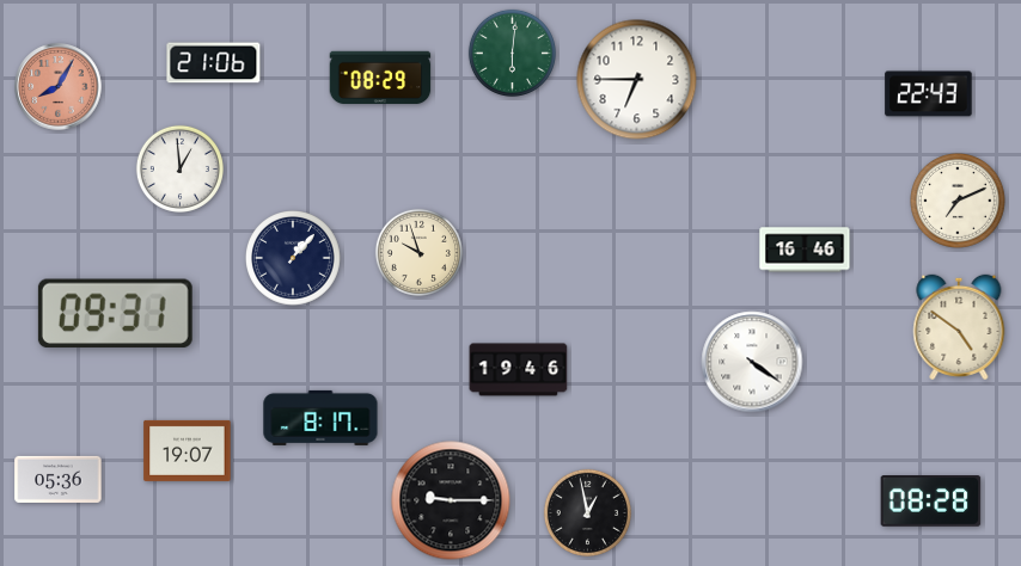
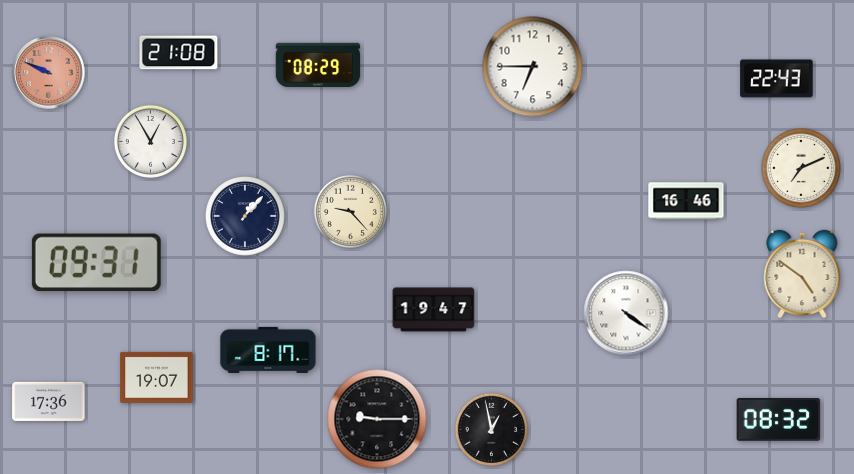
clock at (512, 53): 6:01 -> none
clock at (214, 63): 21:06 -> 21:08
clock at (59, 87): 8:05 -> 9:49
clock at (179, 168): 12:59 -> 12:55
clock at (805, 250) position: (805, 250) -> (686, 201)
clock at (418, 252): 9:57 -> 9:23
clock at (752, 362) position: (752, 362) -> (626, 313)
clock at (519, 370): 19:46 -> 19:47
clock at (59, 479): 05:36 -> 17:36
clock at (931, 502): 08:28 -> 08:32
